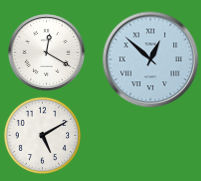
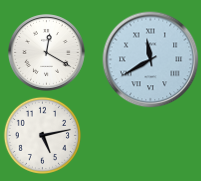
clock at (151, 60): 12:52 -> 11:40
clock at (42, 135): 5:10 -> 5:13
